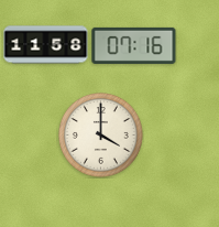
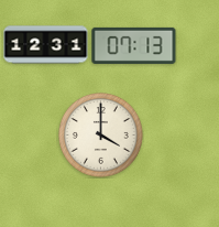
clock at (46, 45): 11:58 -> 12:31
clock at (134, 45): 07:16 -> 07:13
